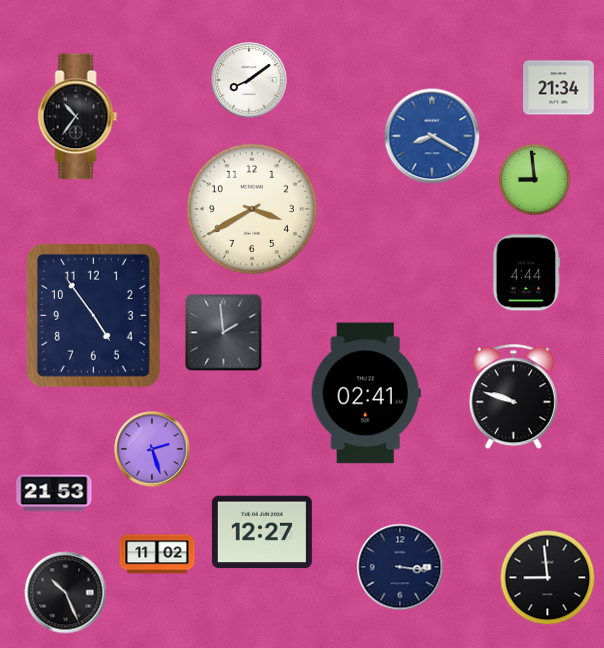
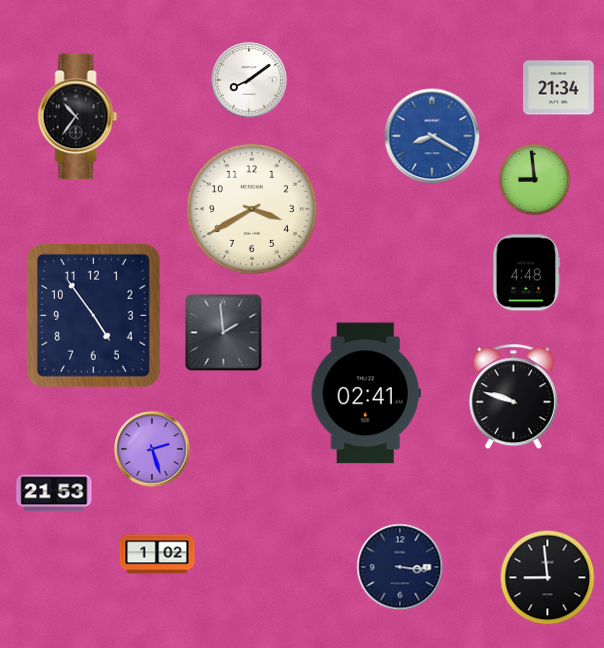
clock at (527, 273): 4:44 -> 4:48
clock at (262, 532): 12:27 -> none
clock at (157, 554): 11:02 -> 1:02
clock at (66, 593): 10:26 -> none
